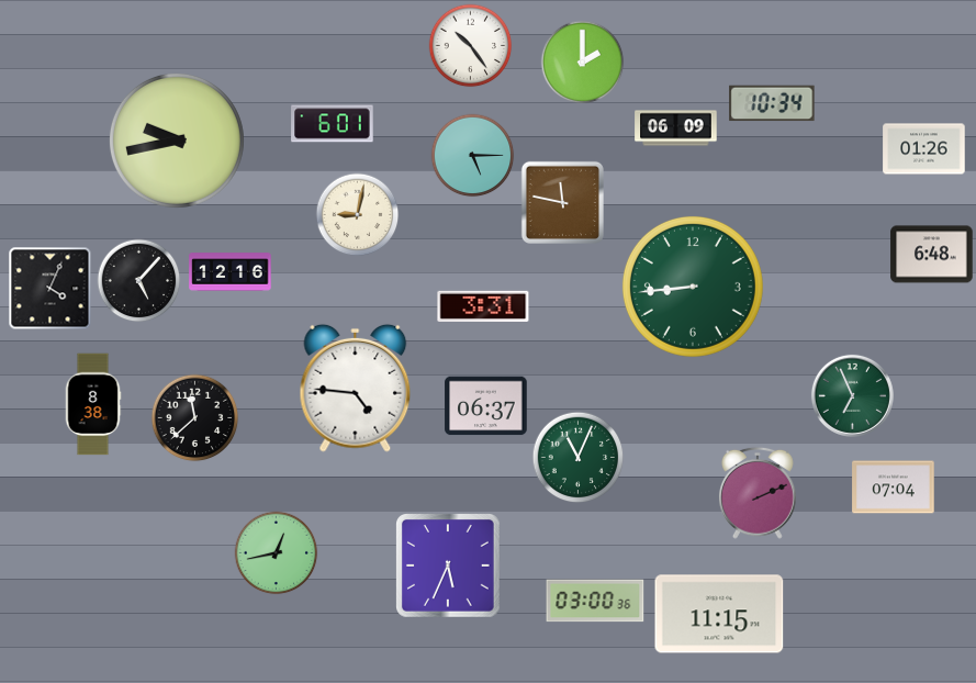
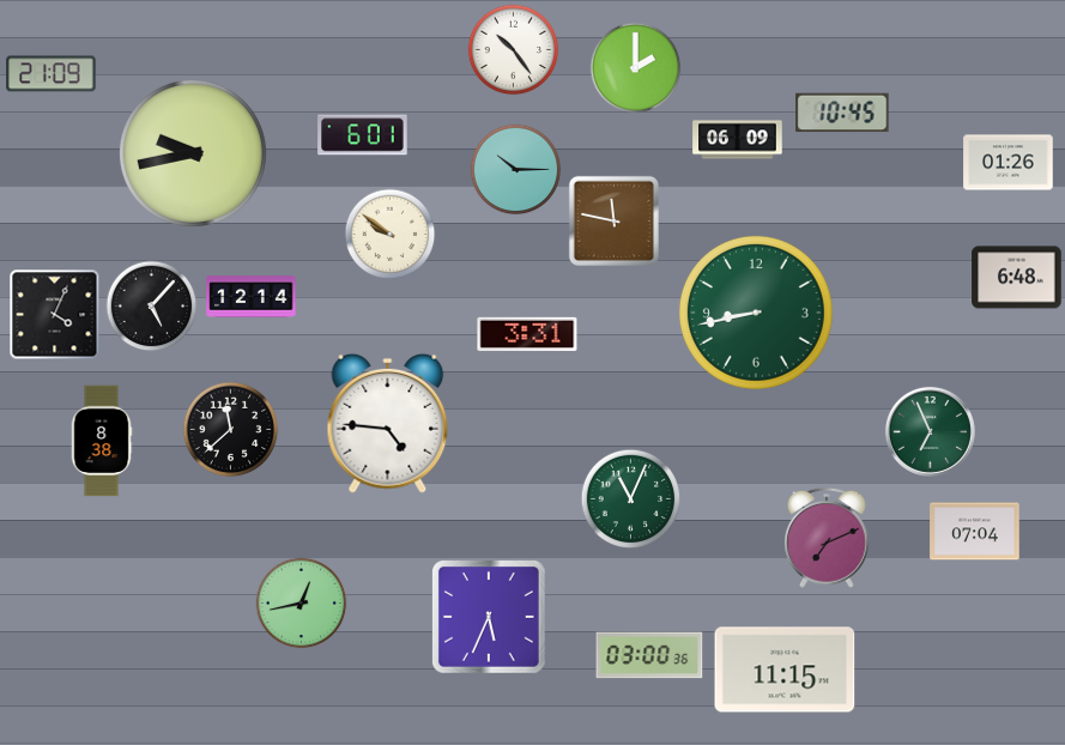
clock at (52, 74): none -> 21:09
clock at (772, 103): 10:34 -> 10:45
clock at (473, 156): 5:15 -> 10:15
clock at (358, 215): 9:02 -> 9:51
clock at (231, 272): 12:16 -> 12:14
clock at (693, 287): 8:44 -> 8:43
clock at (486, 406): 06:37 -> none
clock at (195, 418) position: (195, 418) -> (231, 430)
clock at (758, 493): 2:11 -> 7:11
